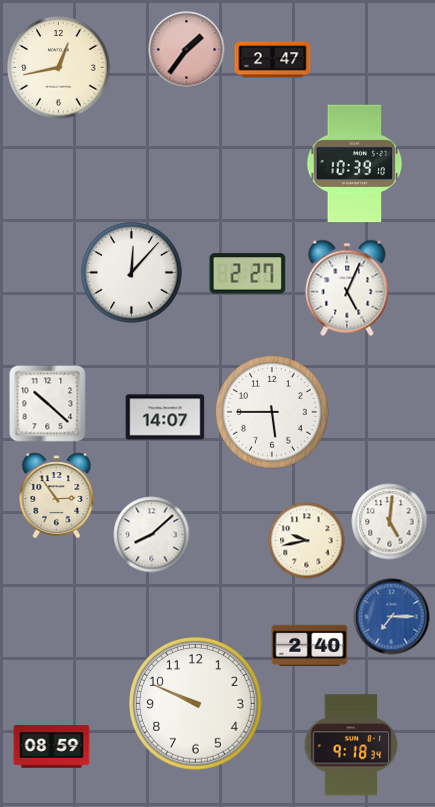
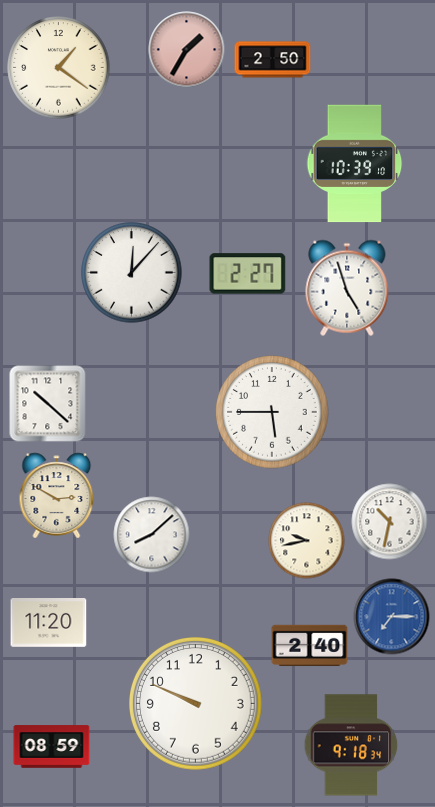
clock at (187, 50): 1:36 -> 1:35
clock at (273, 60): 2:47 -> 2:50
clock at (59, 68): 12:43 -> 1:21
clock at (347, 288): 5:04 -> 4:57
clock at (165, 417): 14:07 -> none
clock at (57, 496): 2:54 -> 2:50
clock at (390, 522): 5:01 -> 10:32
clock at (49, 623): none -> 11:20
